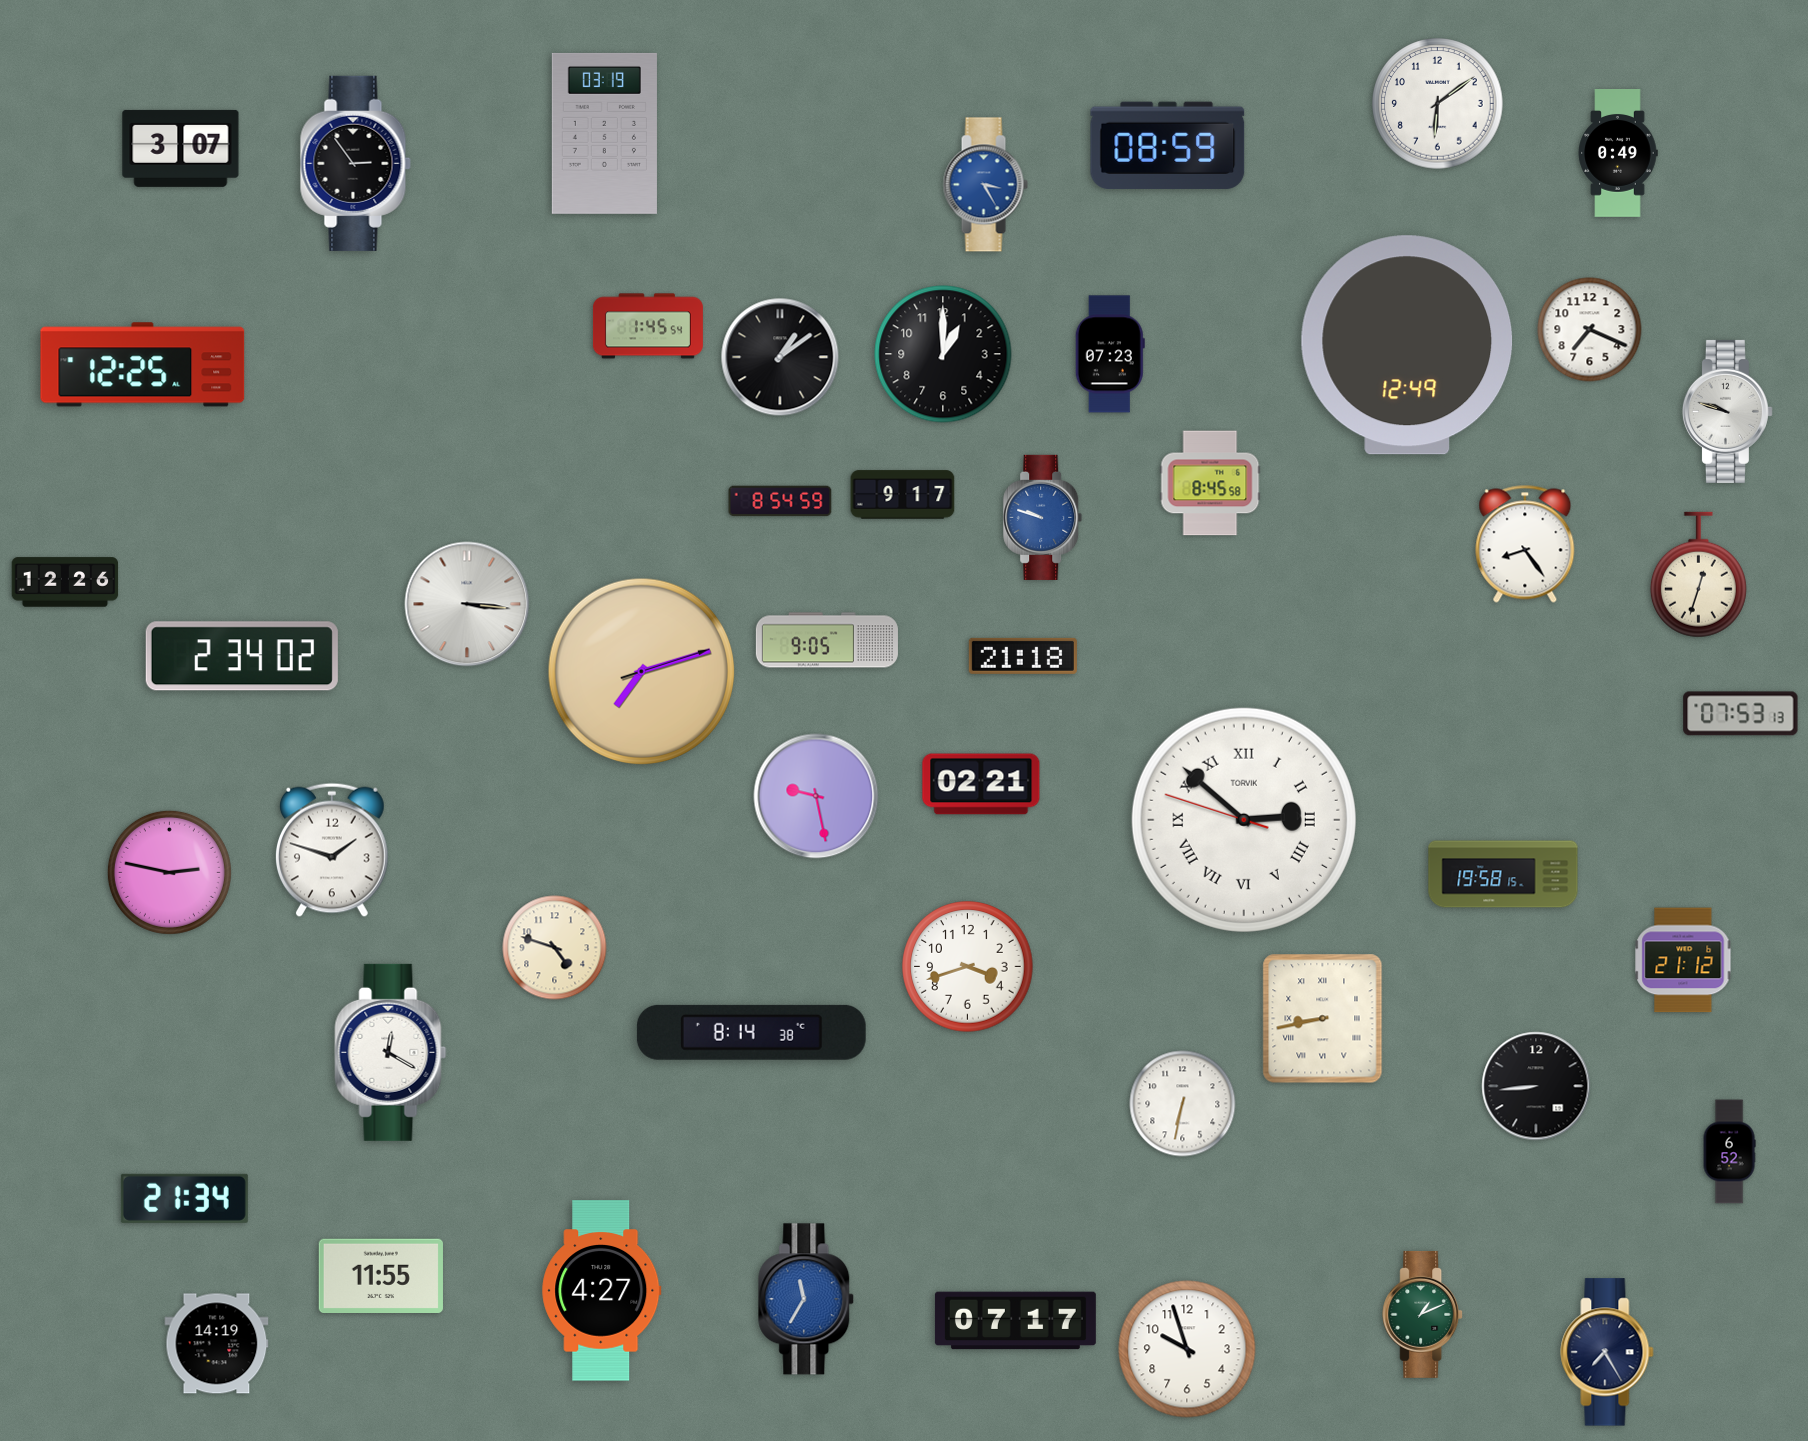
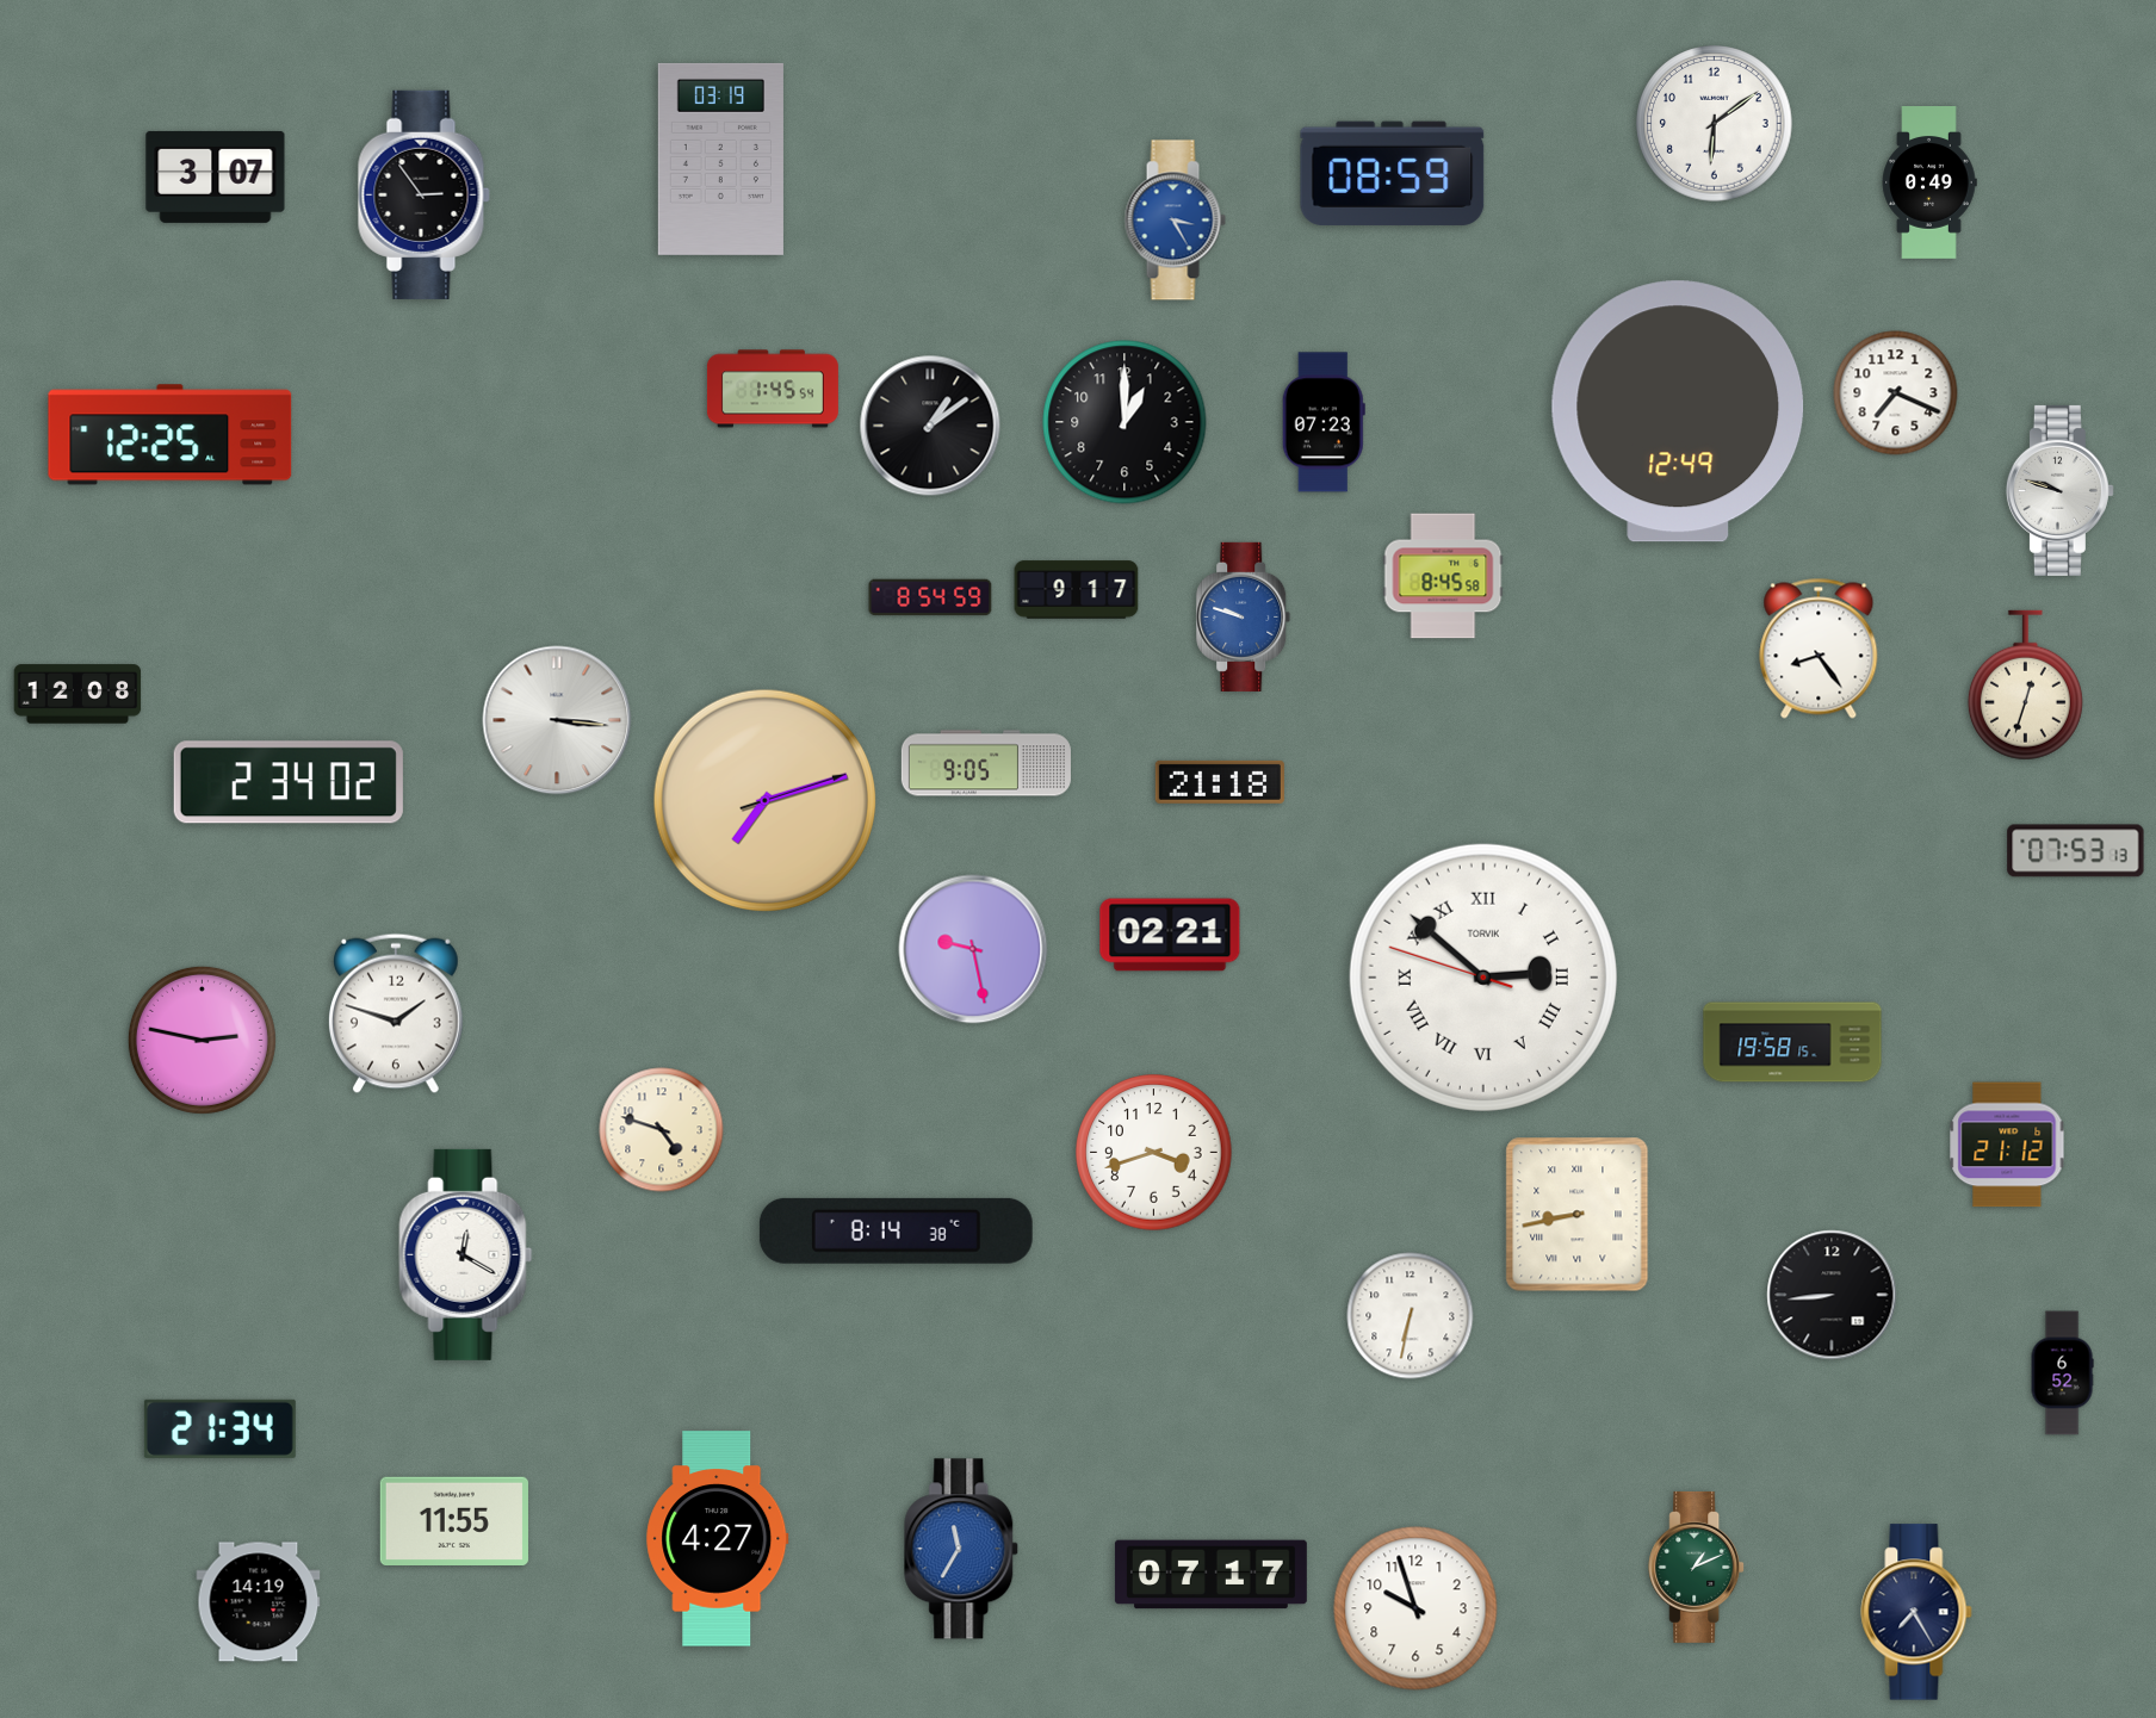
clock at (65, 582): 12:26 -> 12:08
